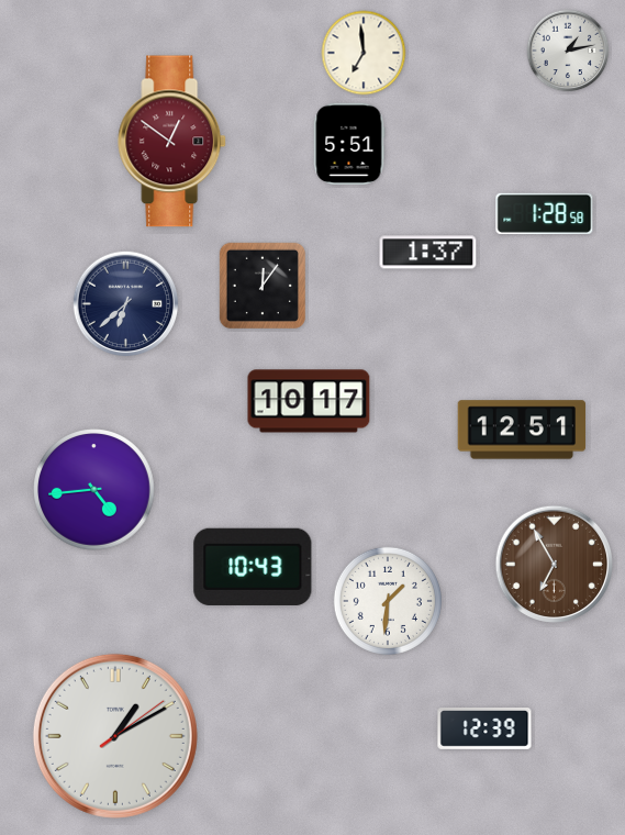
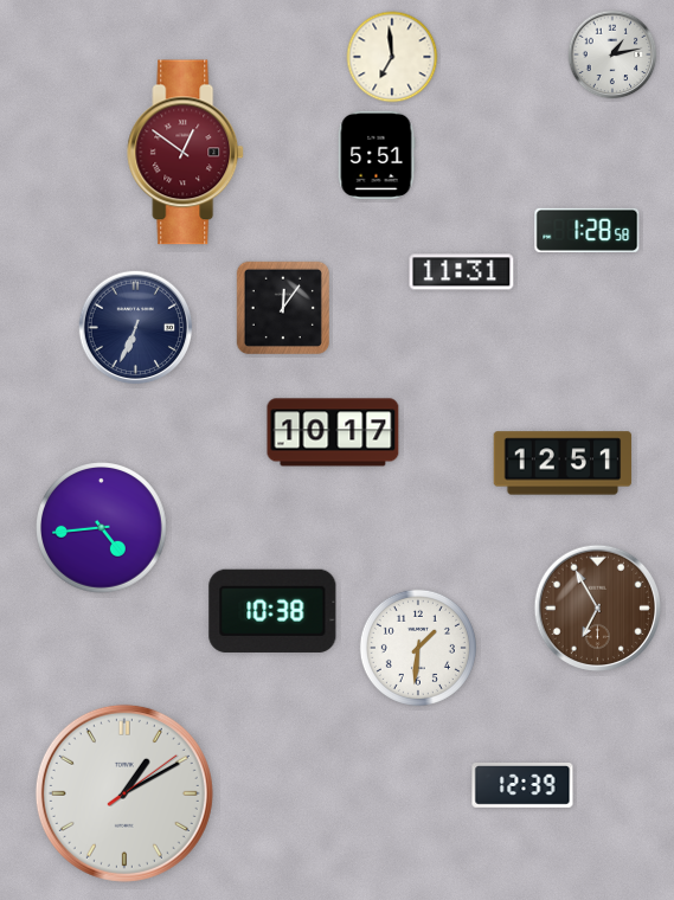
clock at (428, 253): 1:37 -> 11:31
clock at (126, 304): 6:38 -> 6:34
clock at (253, 567): 10:43 -> 10:38
